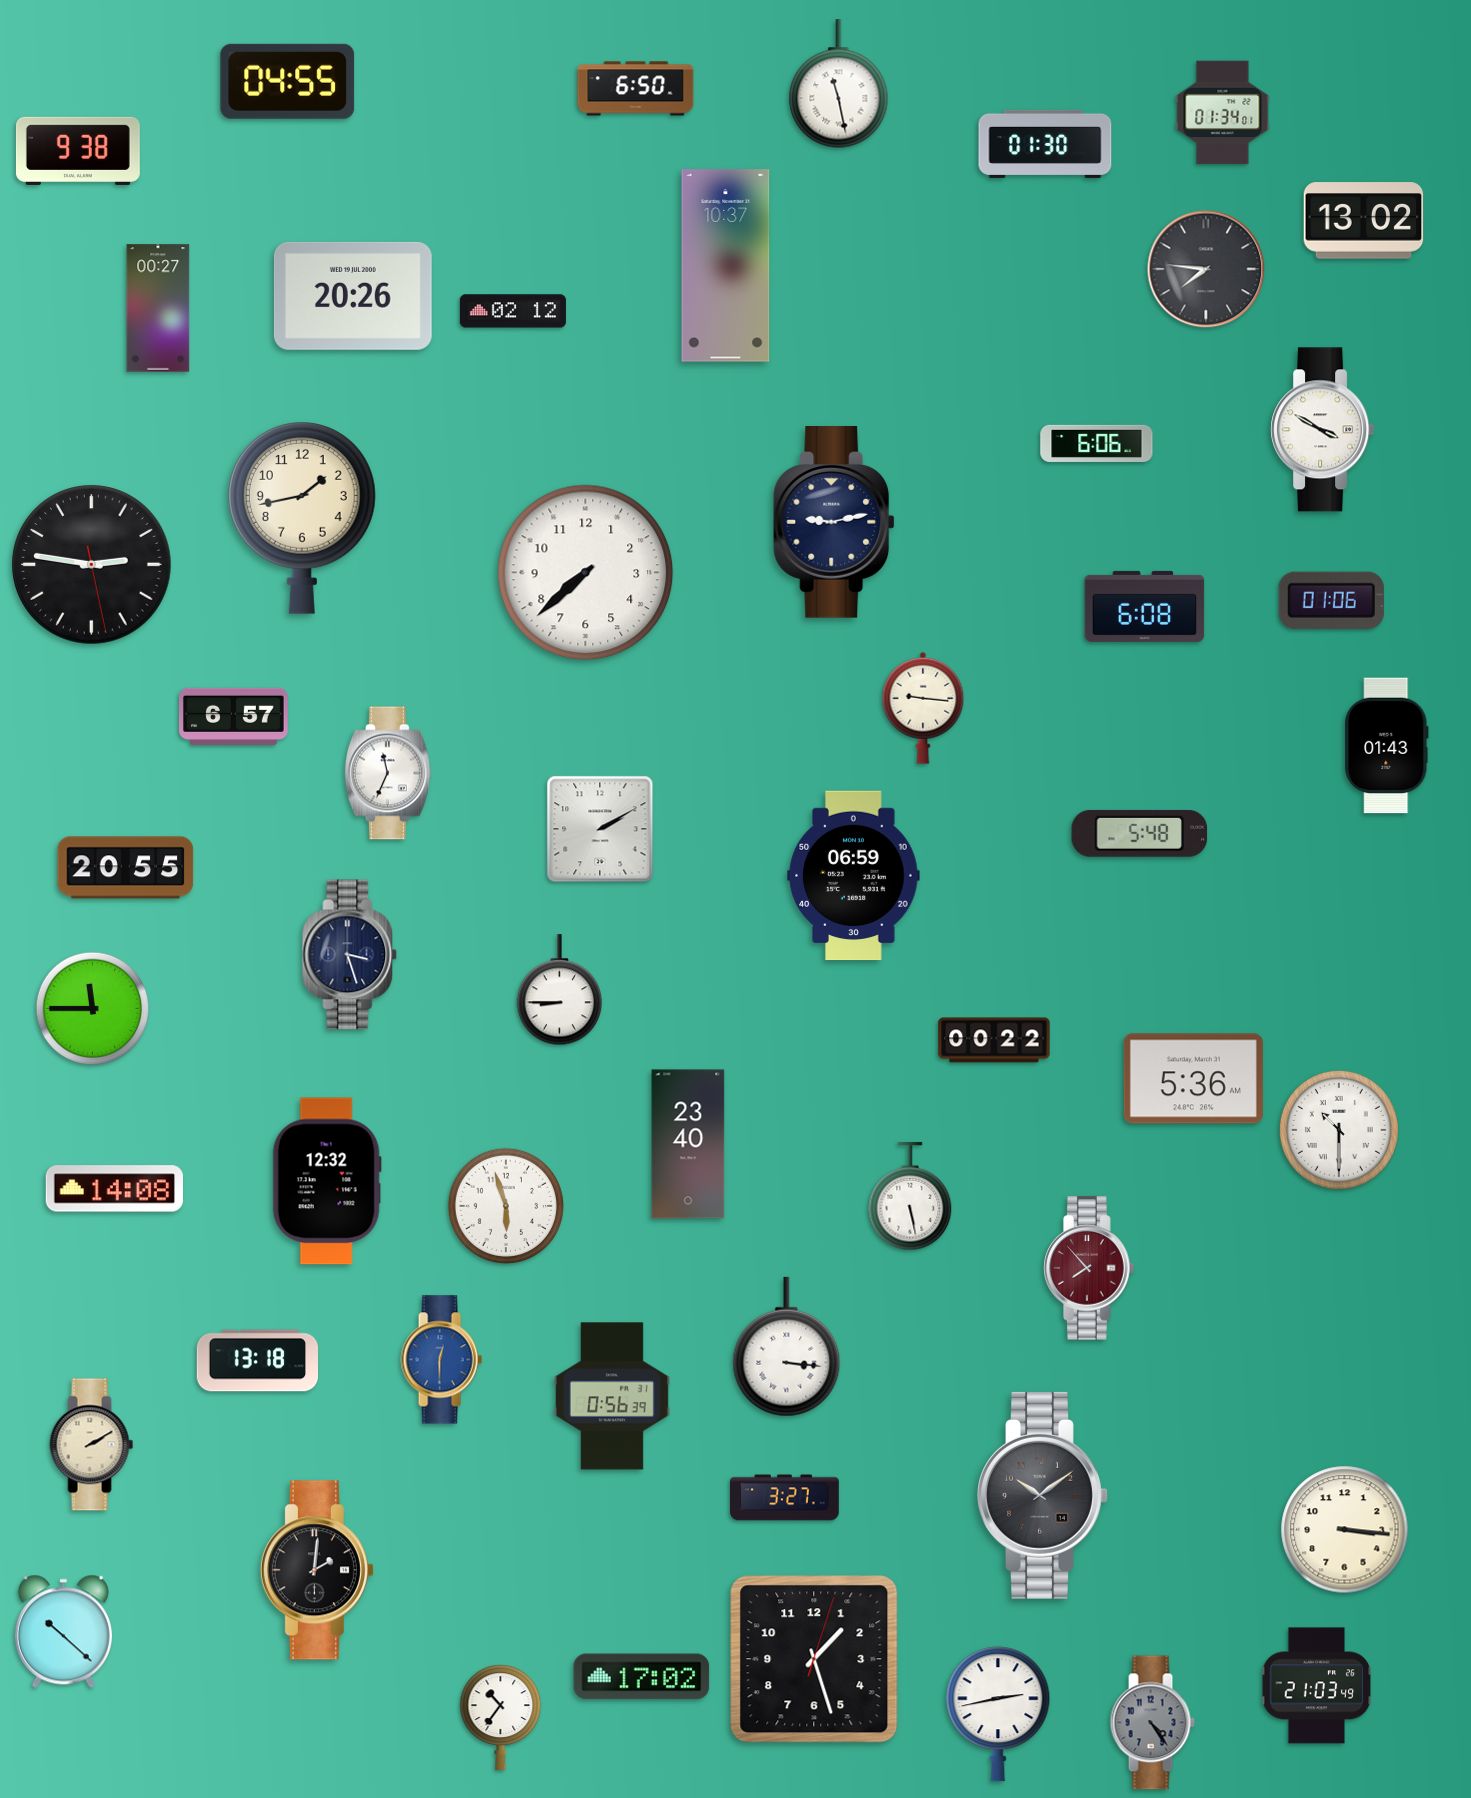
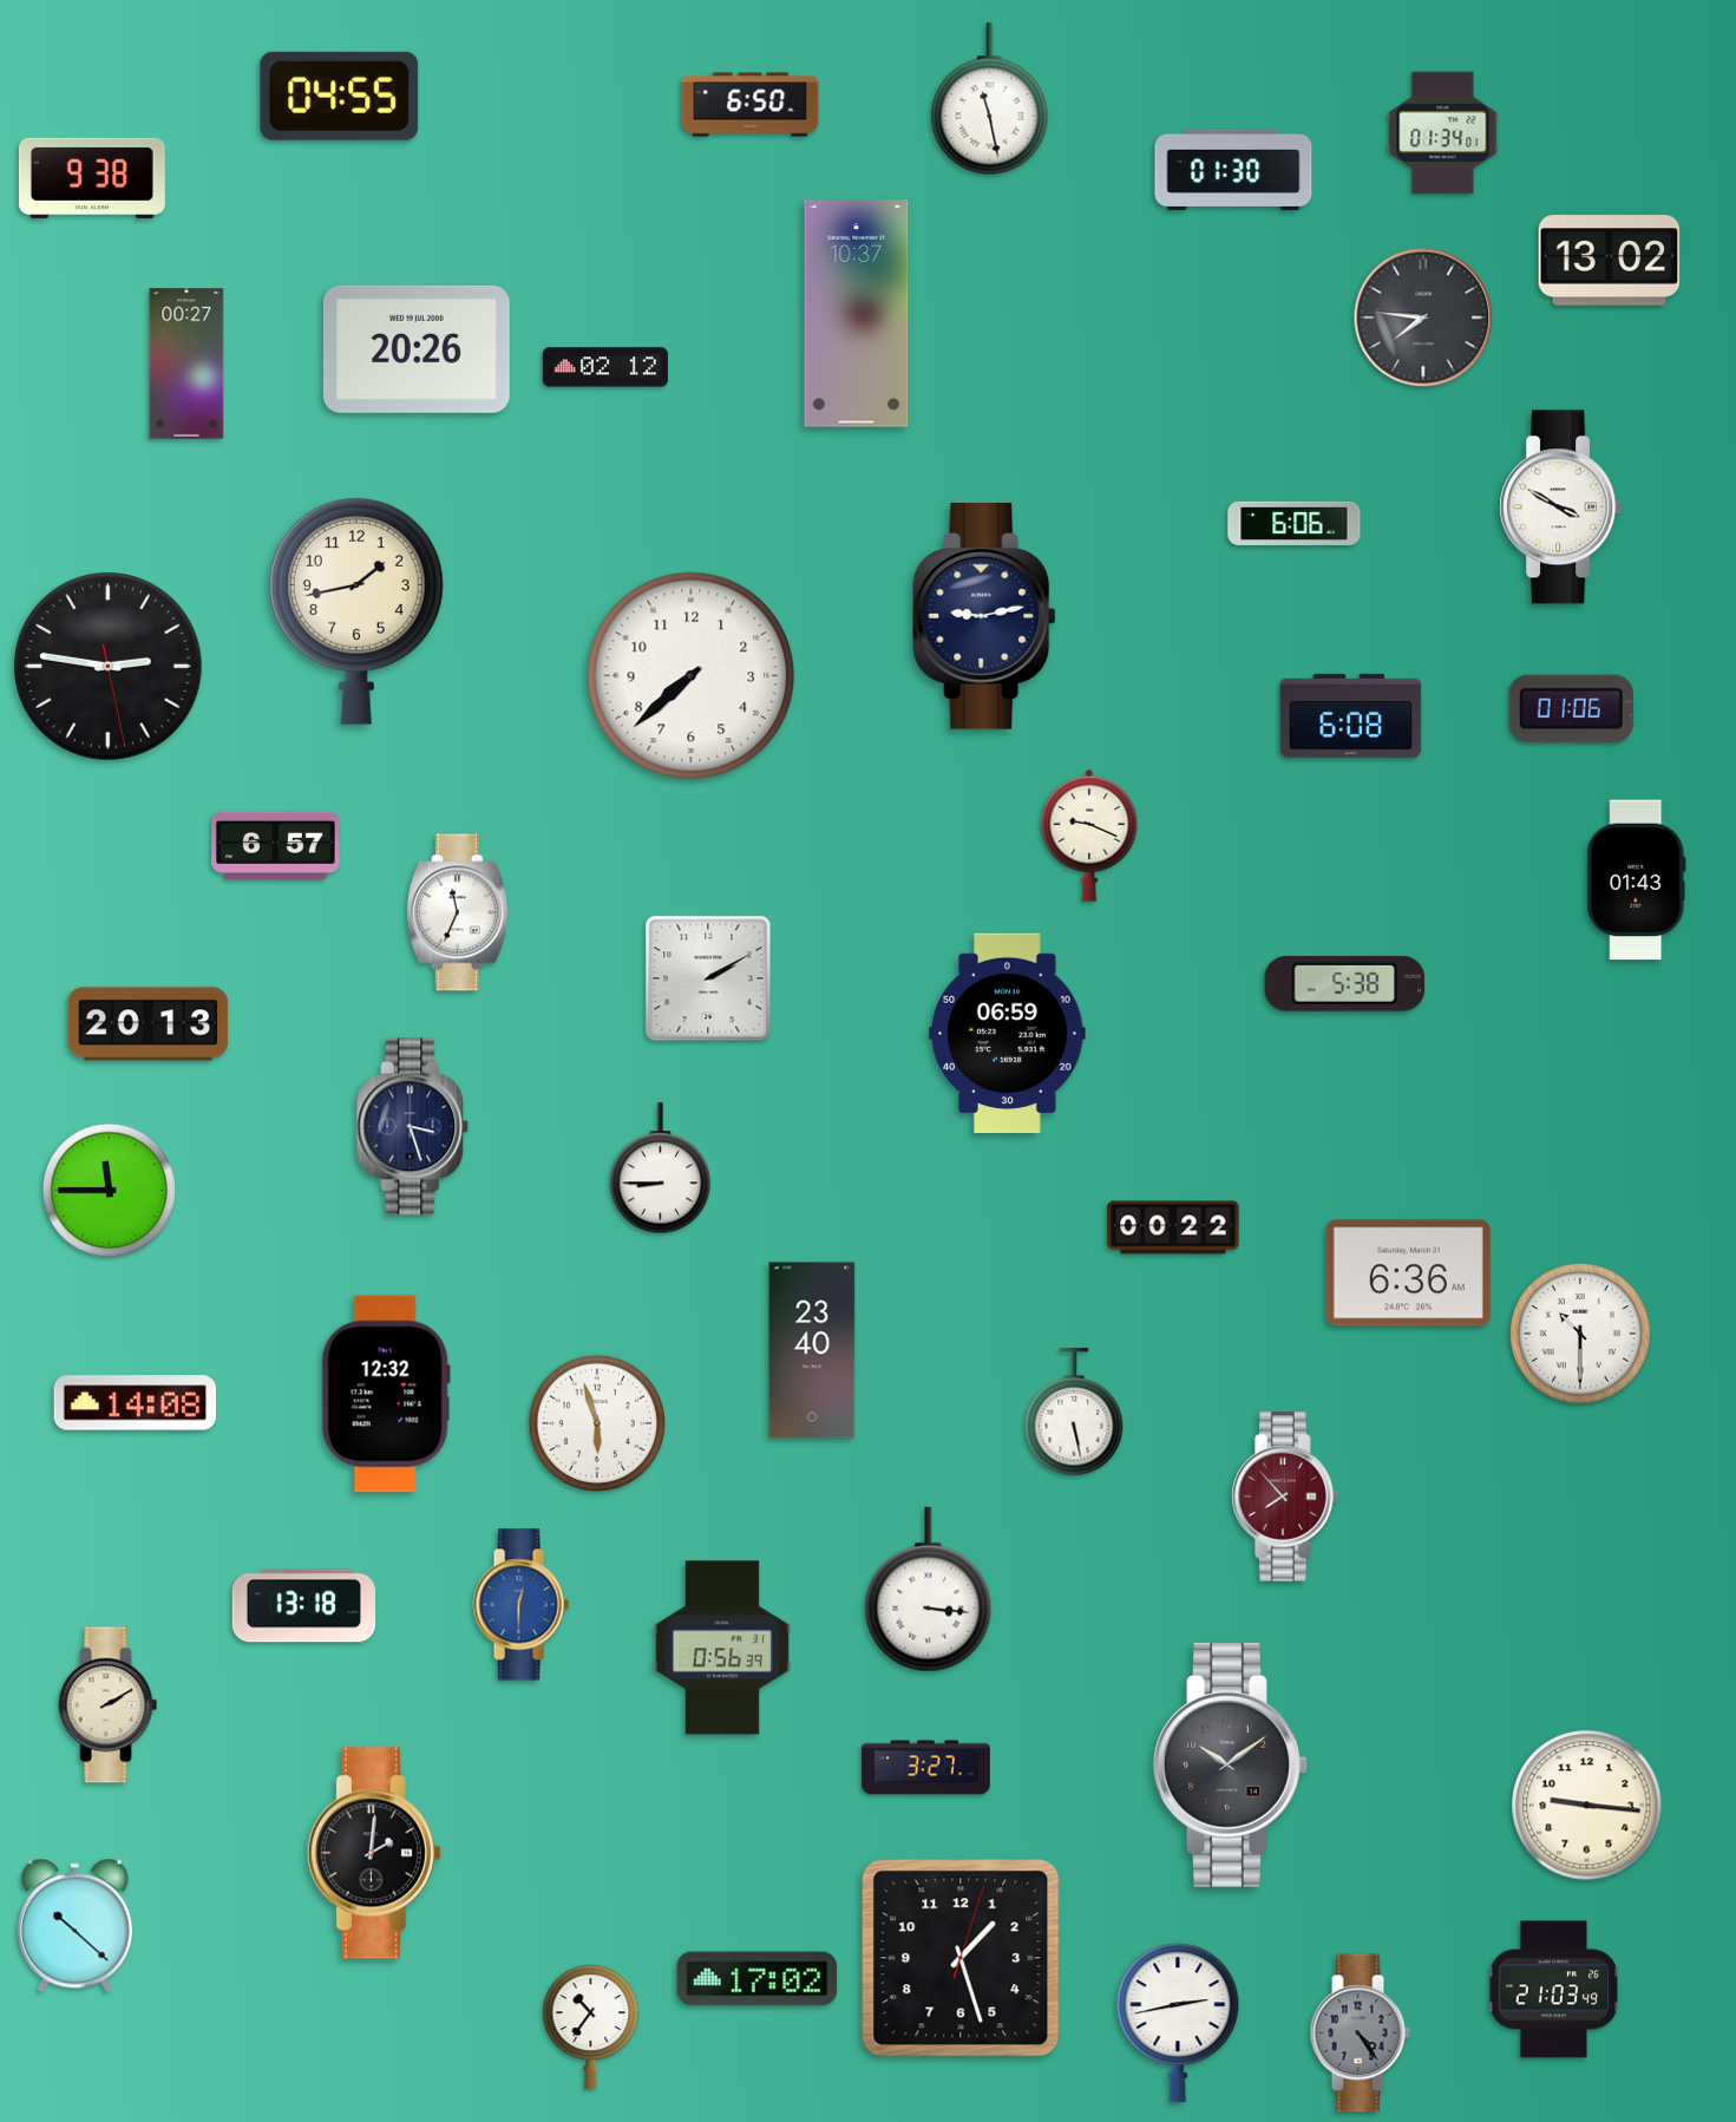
clock at (923, 708): 9:16 -> 9:19
clock at (1140, 833): 5:48 -> 5:38
clock at (126, 868): 20:55 -> 20:13
clock at (1193, 1079): 5:36 -> 6:36
clock at (1345, 1530): 3:16 -> 9:16
